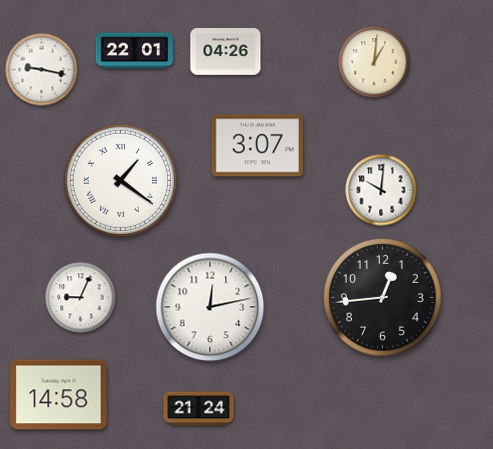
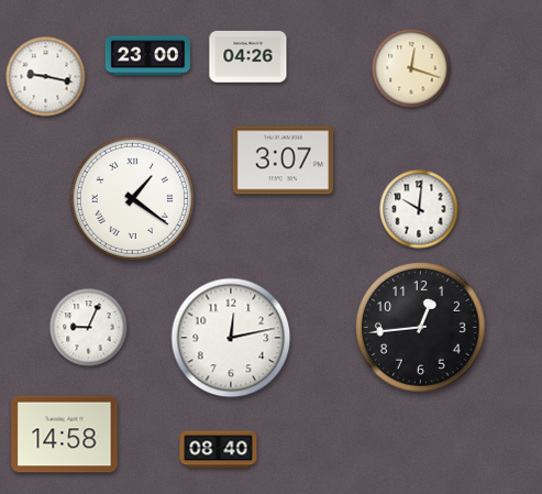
clock at (134, 51): 22:01 -> 23:00
clock at (374, 62): 1:01 -> 12:18
clock at (199, 409): 21:24 -> 08:40
